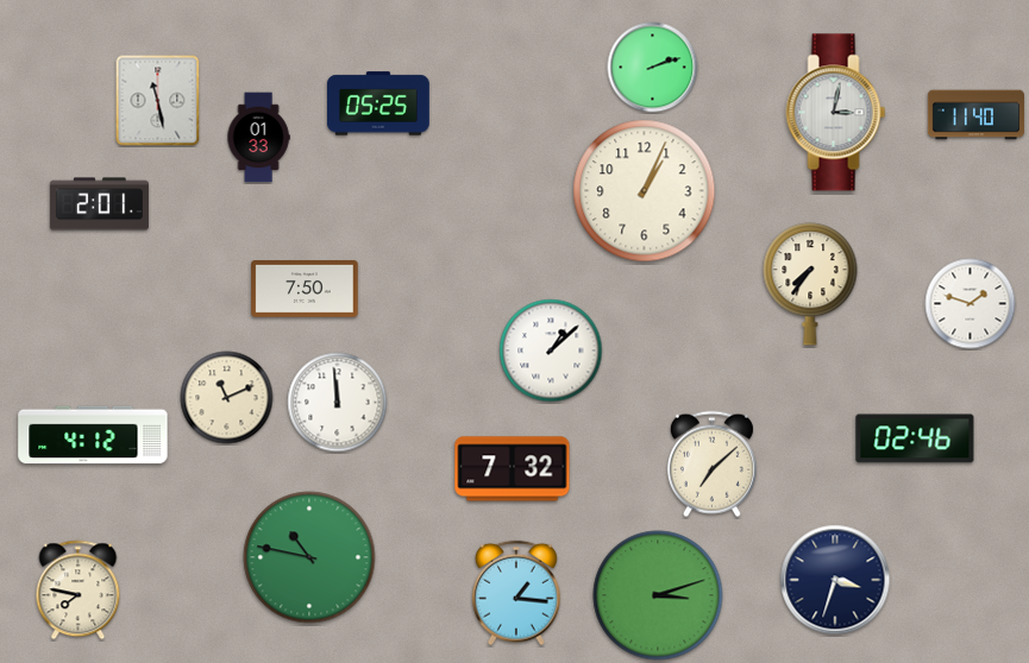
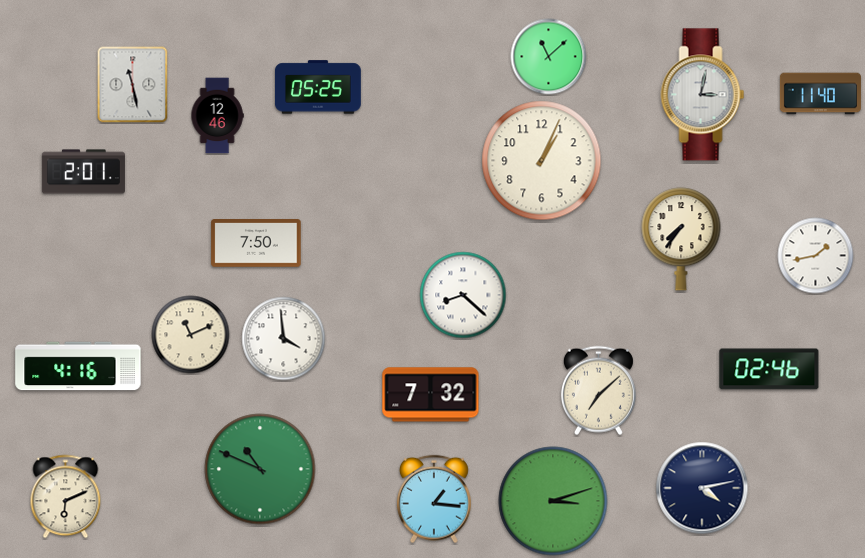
clock at (653, 68): 2:12 -> 11:08
clock at (975, 115) position: (975, 115) -> (820, 94)
clock at (258, 138): 01:33 -> 12:46
clock at (971, 304): 1:48 -> 1:43
clock at (551, 351): 1:08 -> 8:22
clock at (338, 403): 11:59 -> 3:59
clock at (93, 435): 4:12 -> 4:16
clock at (309, 557): 10:47 -> 10:49
clock at (835, 580): 3:33 -> 4:13
clock at (79, 591): 7:47 -> 6:11
